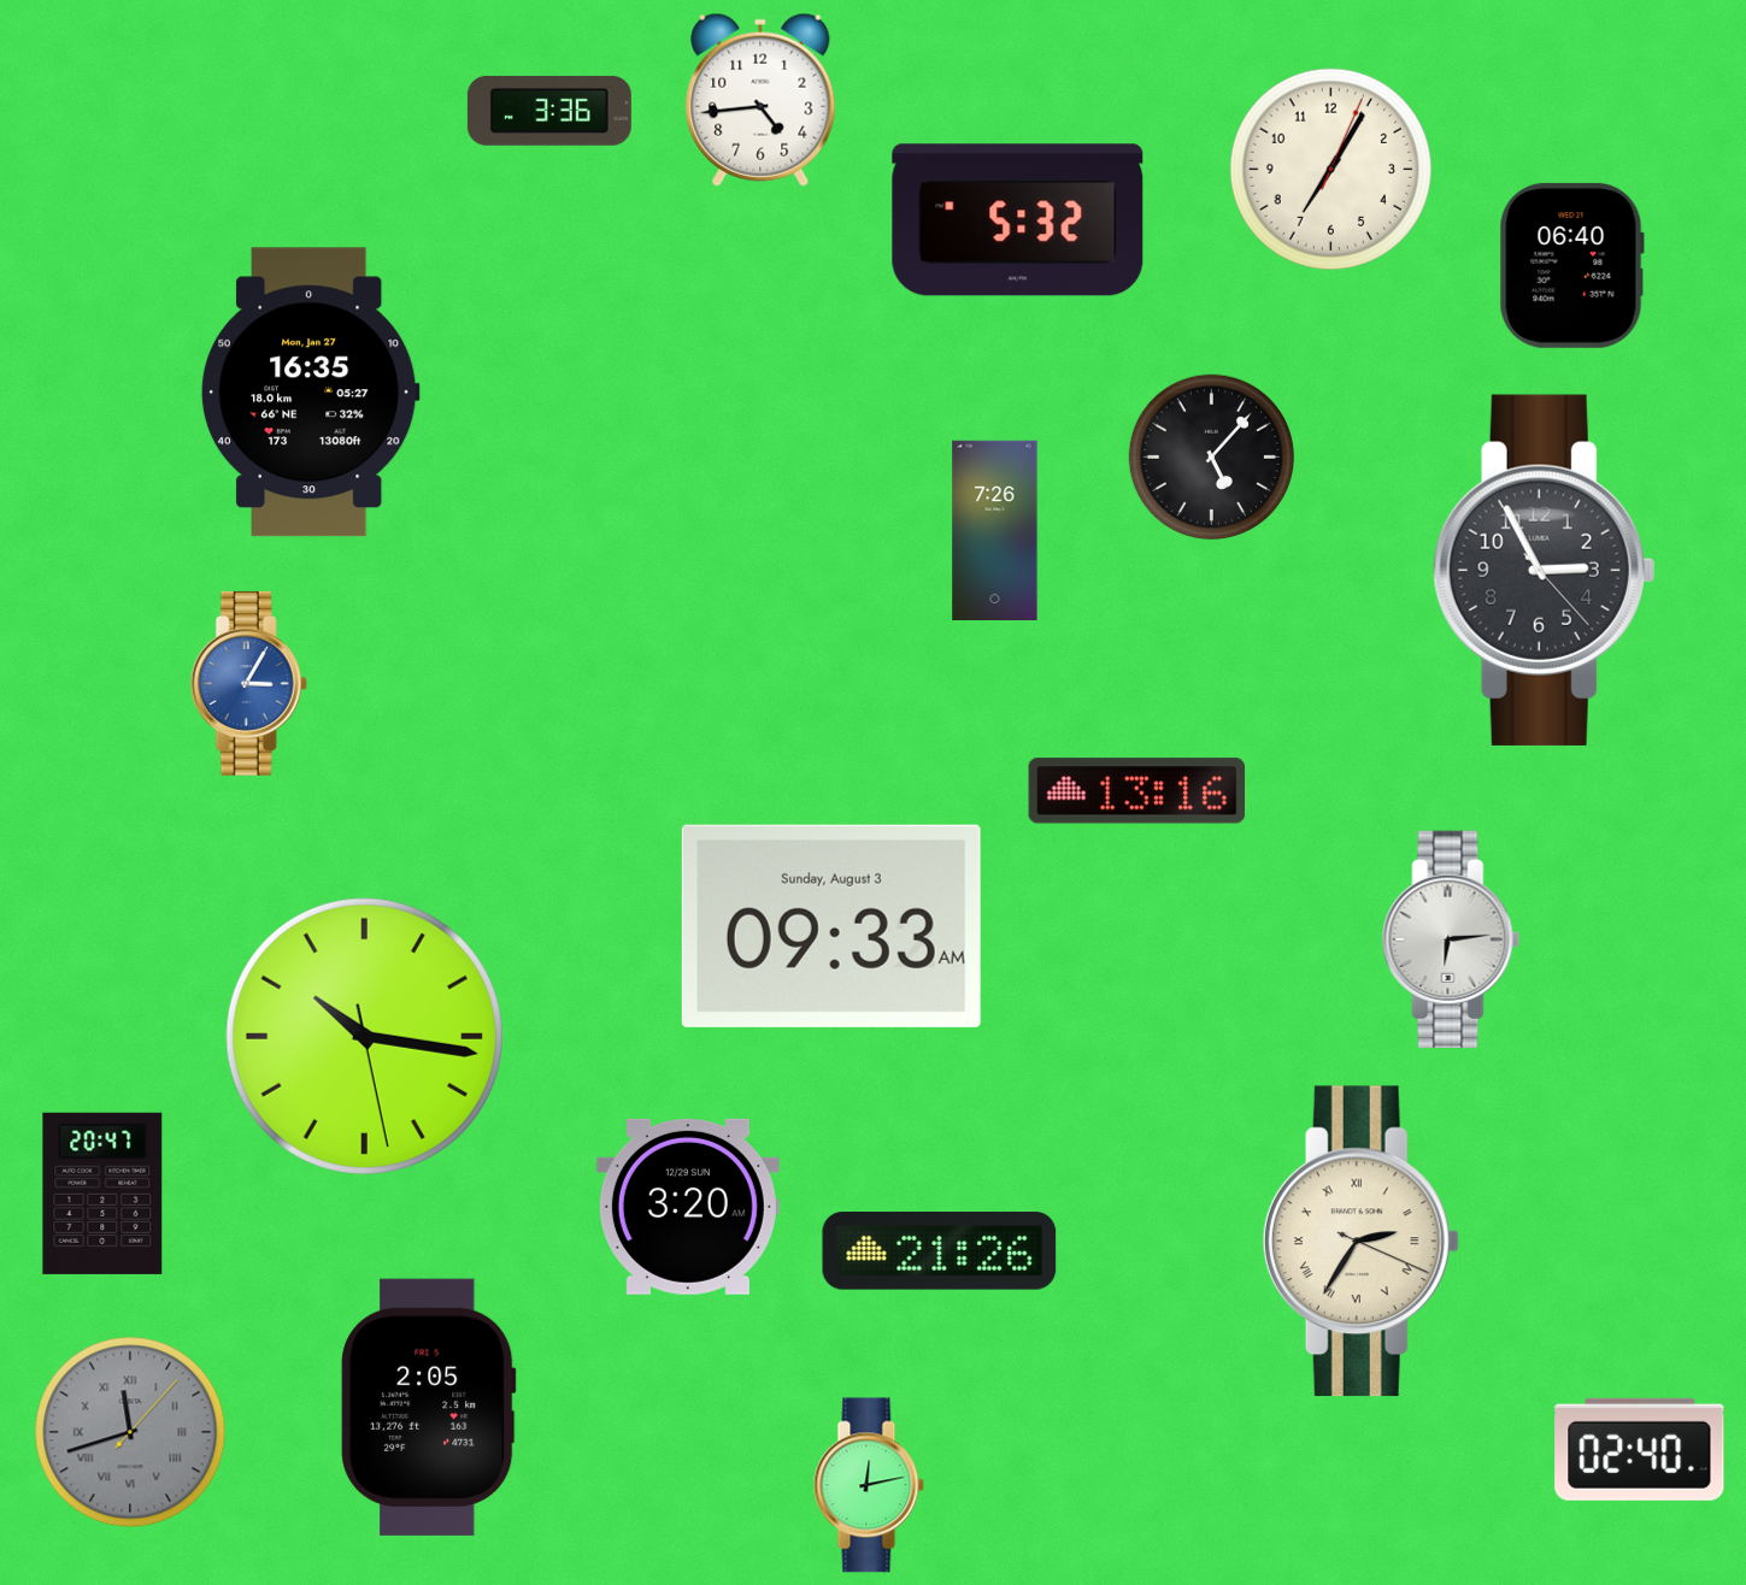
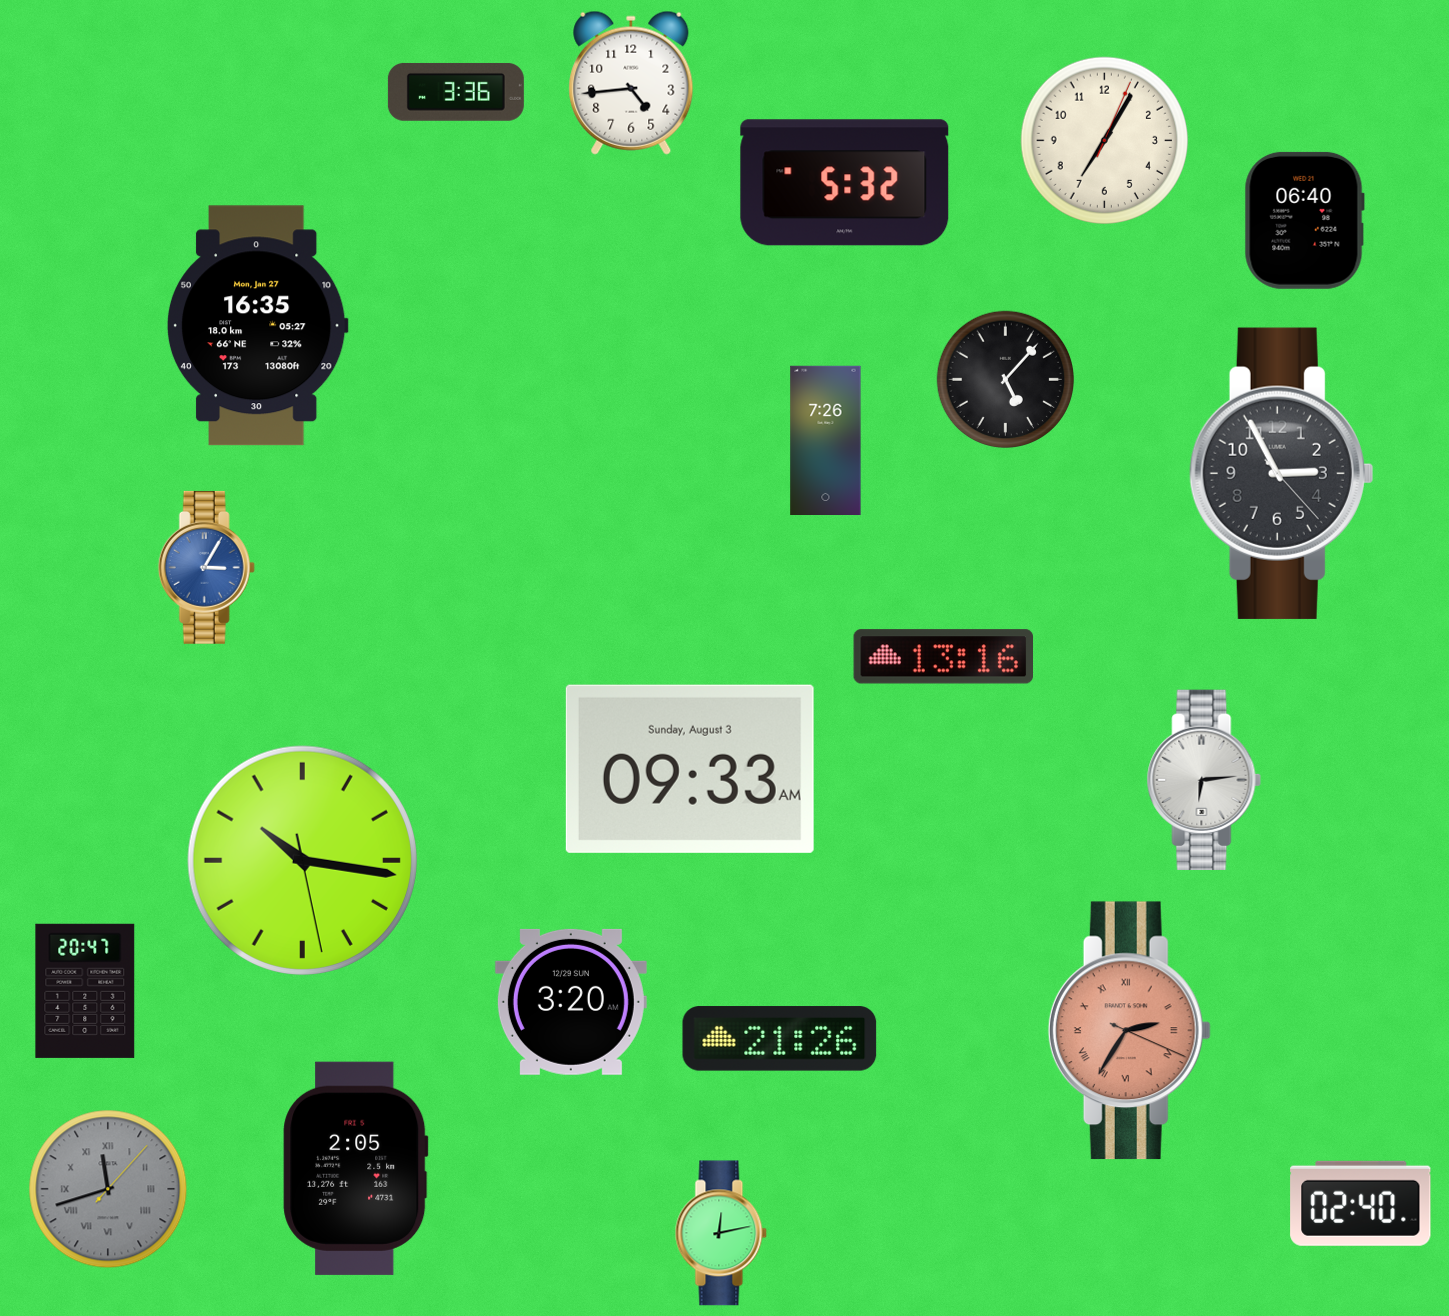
clock at (1360, 1242) dial: cream -> salmon
